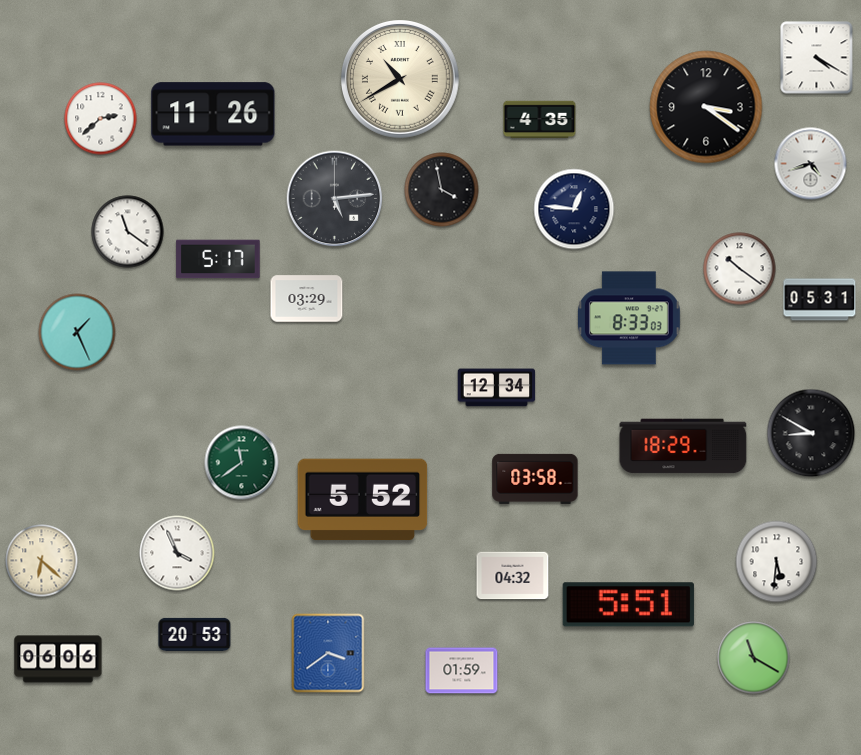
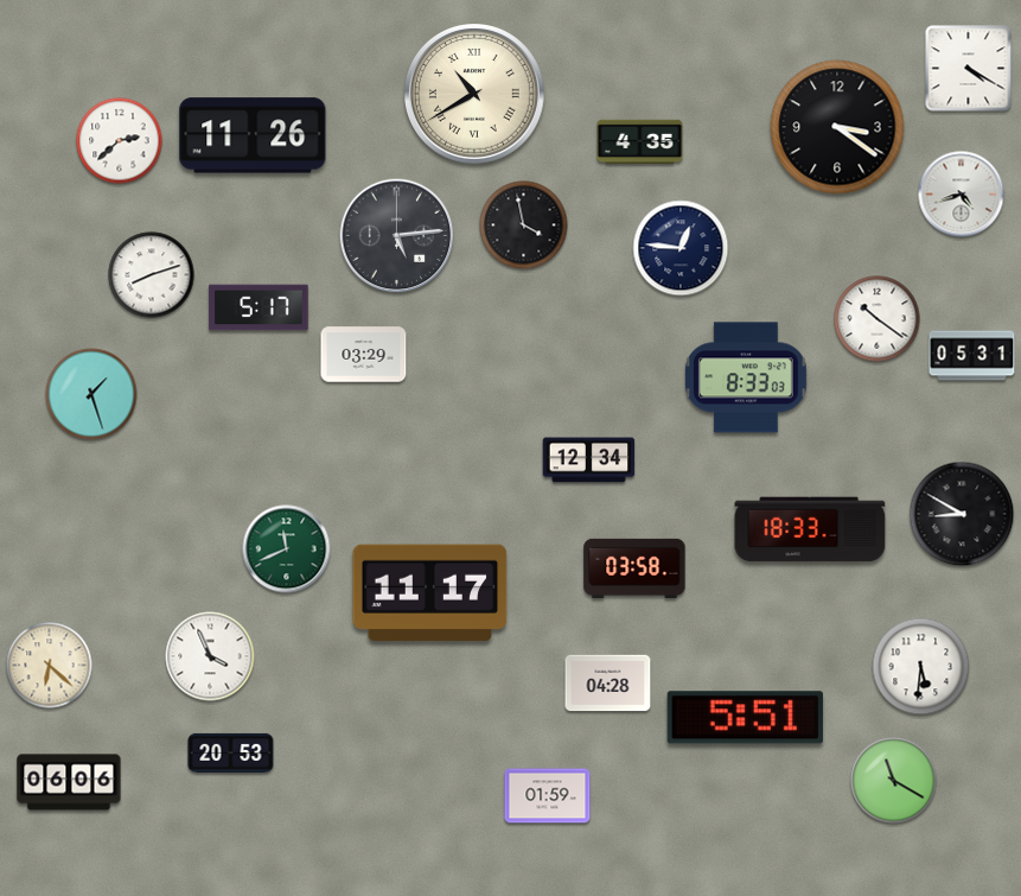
clock at (128, 232): 11:21 -> 8:12
clock at (77, 332): 1:26 -> 1:27
clock at (683, 446): 18:29 -> 18:33
clock at (242, 463): 11:39 -> 11:41
clock at (363, 500): 5:52 -> 11:17
clock at (513, 576): 04:32 -> 04:28
clock at (328, 653): 3:39 -> none
